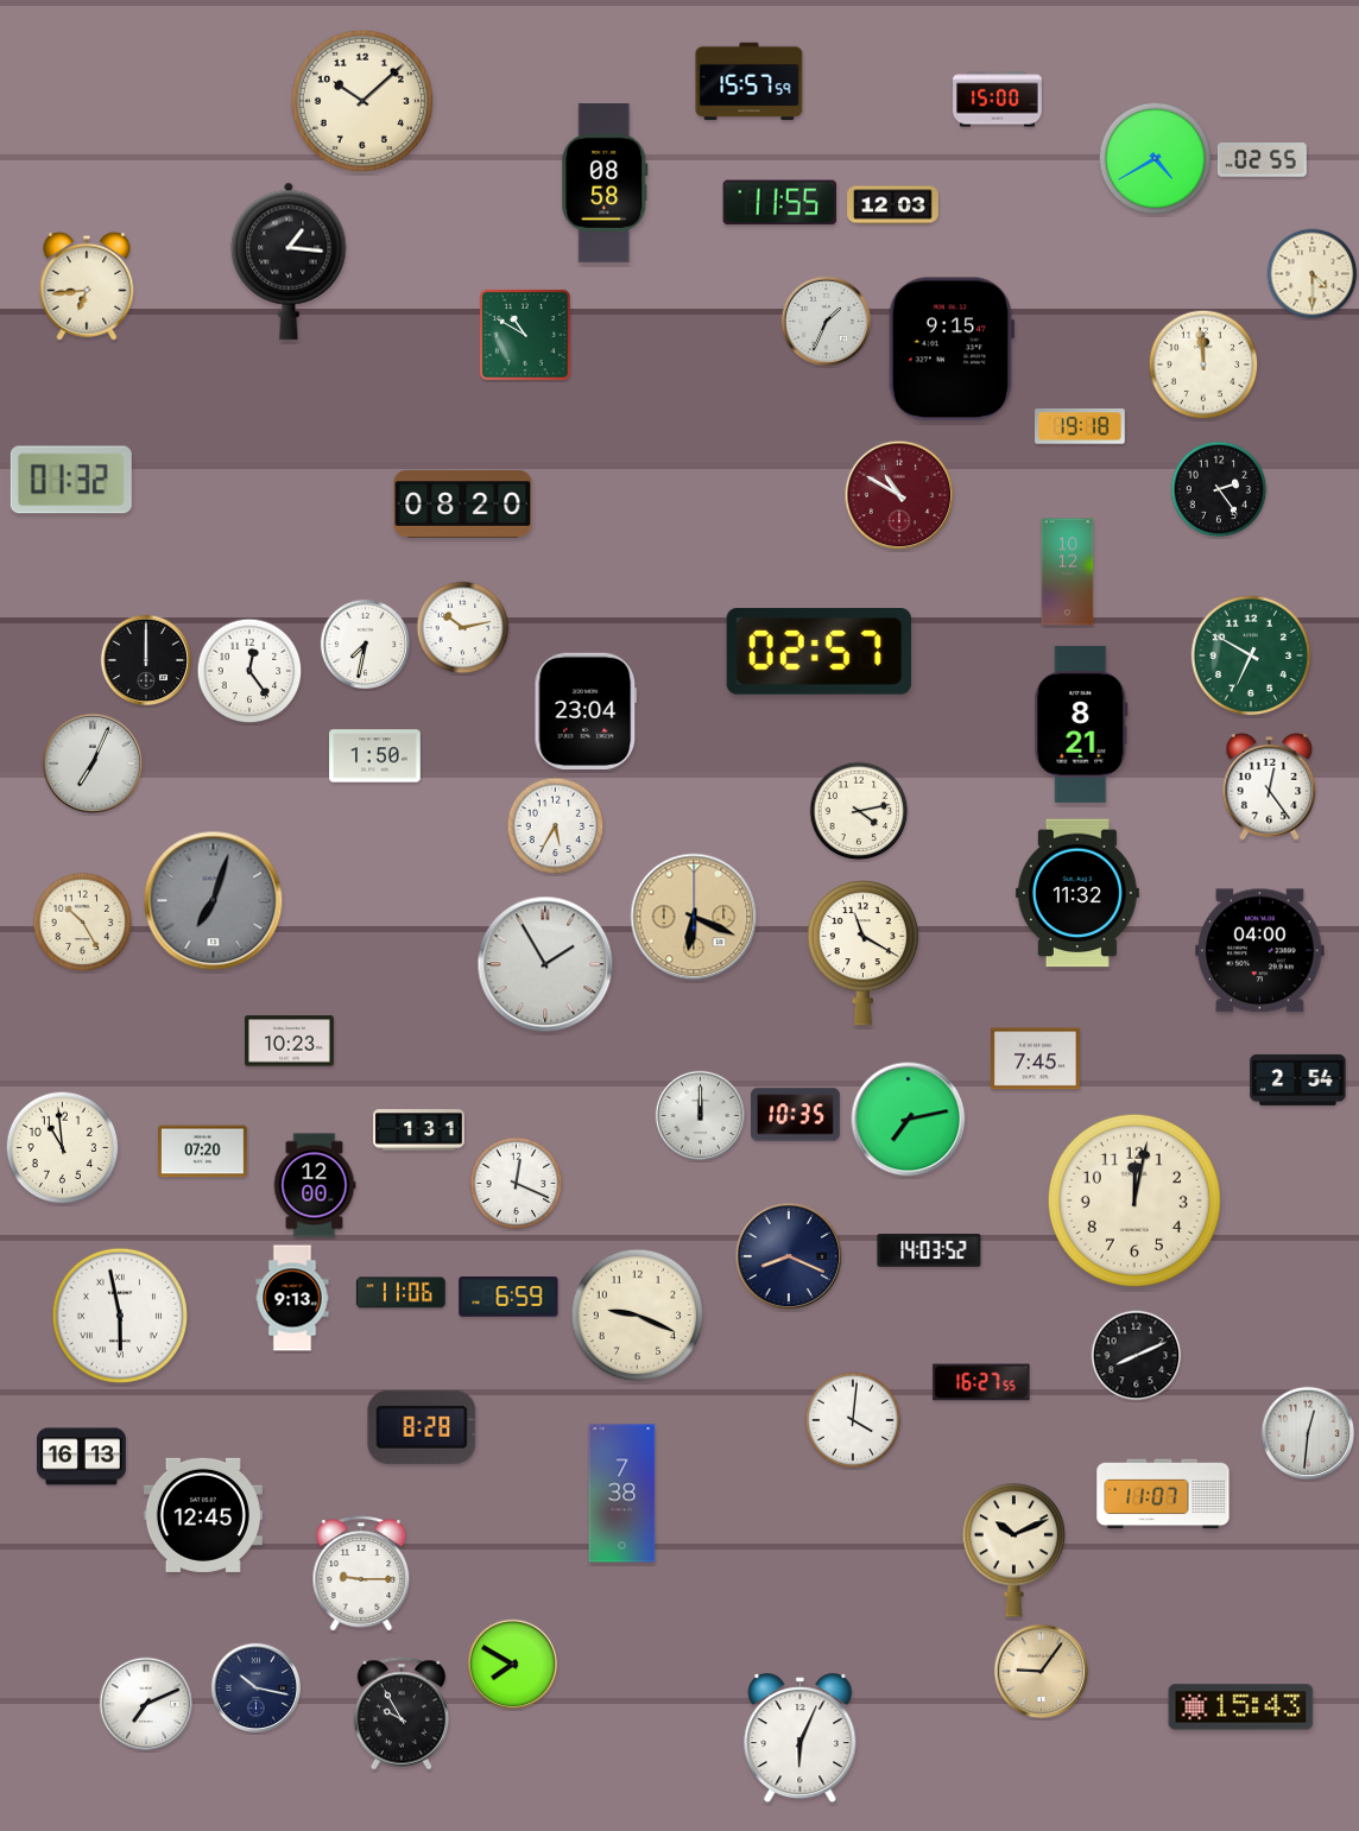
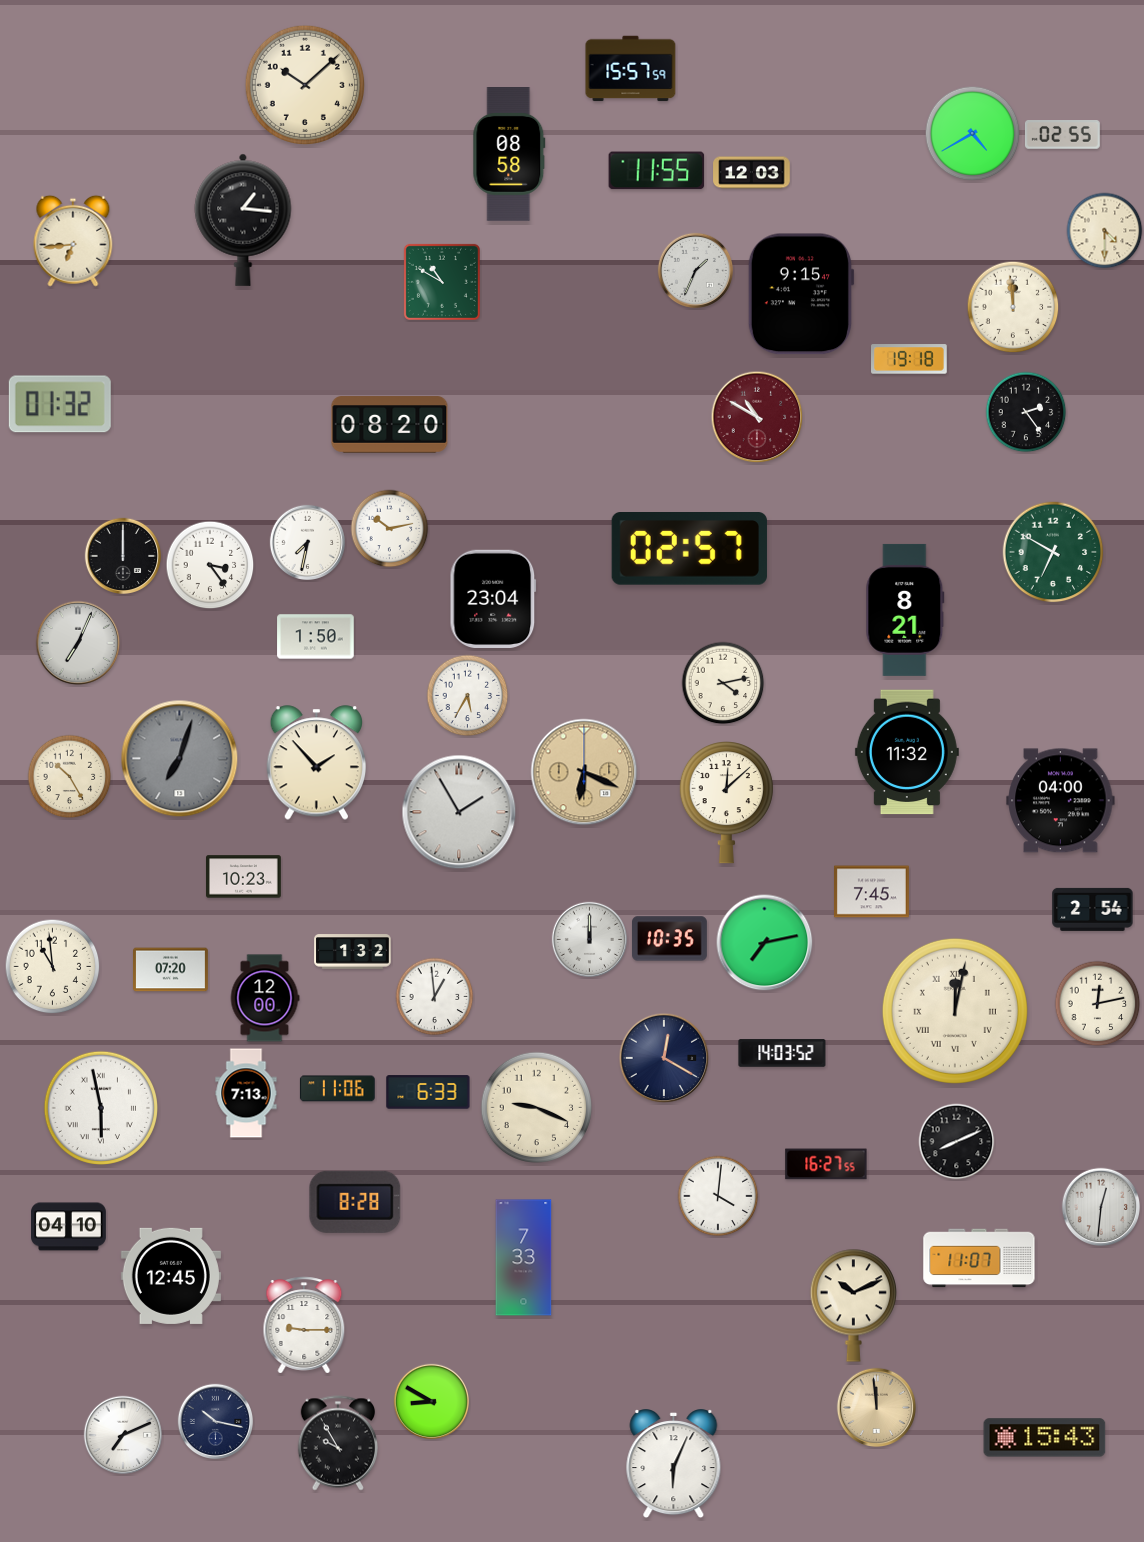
clock at (998, 100): 15:00 -> none
clock at (1068, 572): 10:12 -> none
clock at (249, 671): 12:24 -> 3:24
clock at (1081, 724) position: (1081, 724) -> (905, 610)
clock at (1270, 786): 12:24 -> none
clock at (316, 763): none -> 1:53
clock at (862, 953): 11:20 -> 12:08
clock at (419, 1130): 1:31 -> 1:32
clock at (517, 1184): 12:19 -> 12:59
clock at (1098, 1004): none -> 12:13
clock at (1134, 1200) numerals: Arabic -> Roman
clock at (789, 1256): 8:19 -> 12:20
clock at (508, 1297): 6:59 -> 6:33
clock at (292, 1298): 9:13 -> 7:13
clock at (82, 1457): 16:13 -> 04:10
clock at (622, 1494): 7:38 -> 7:33
clock at (512, 1664): 7:50 -> 8:50
clock at (1042, 1672): 9:06 -> 11:59
